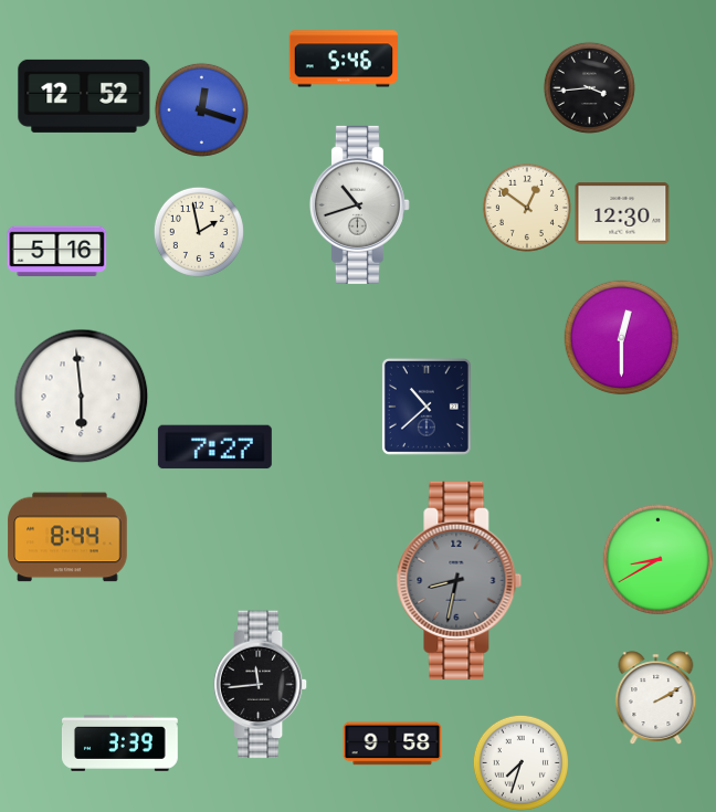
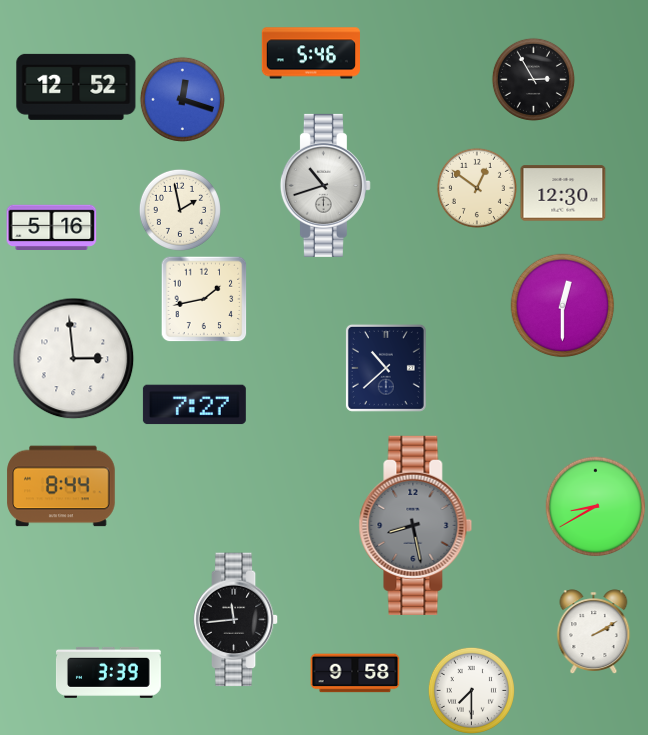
clock at (589, 87): 3:44 -> 2:55
clock at (204, 299): none -> 1:43
clock at (82, 397): 5:59 -> 2:59
clock at (460, 580): 8:32 -> 8:28
clock at (520, 762): 7:33 -> 7:30
